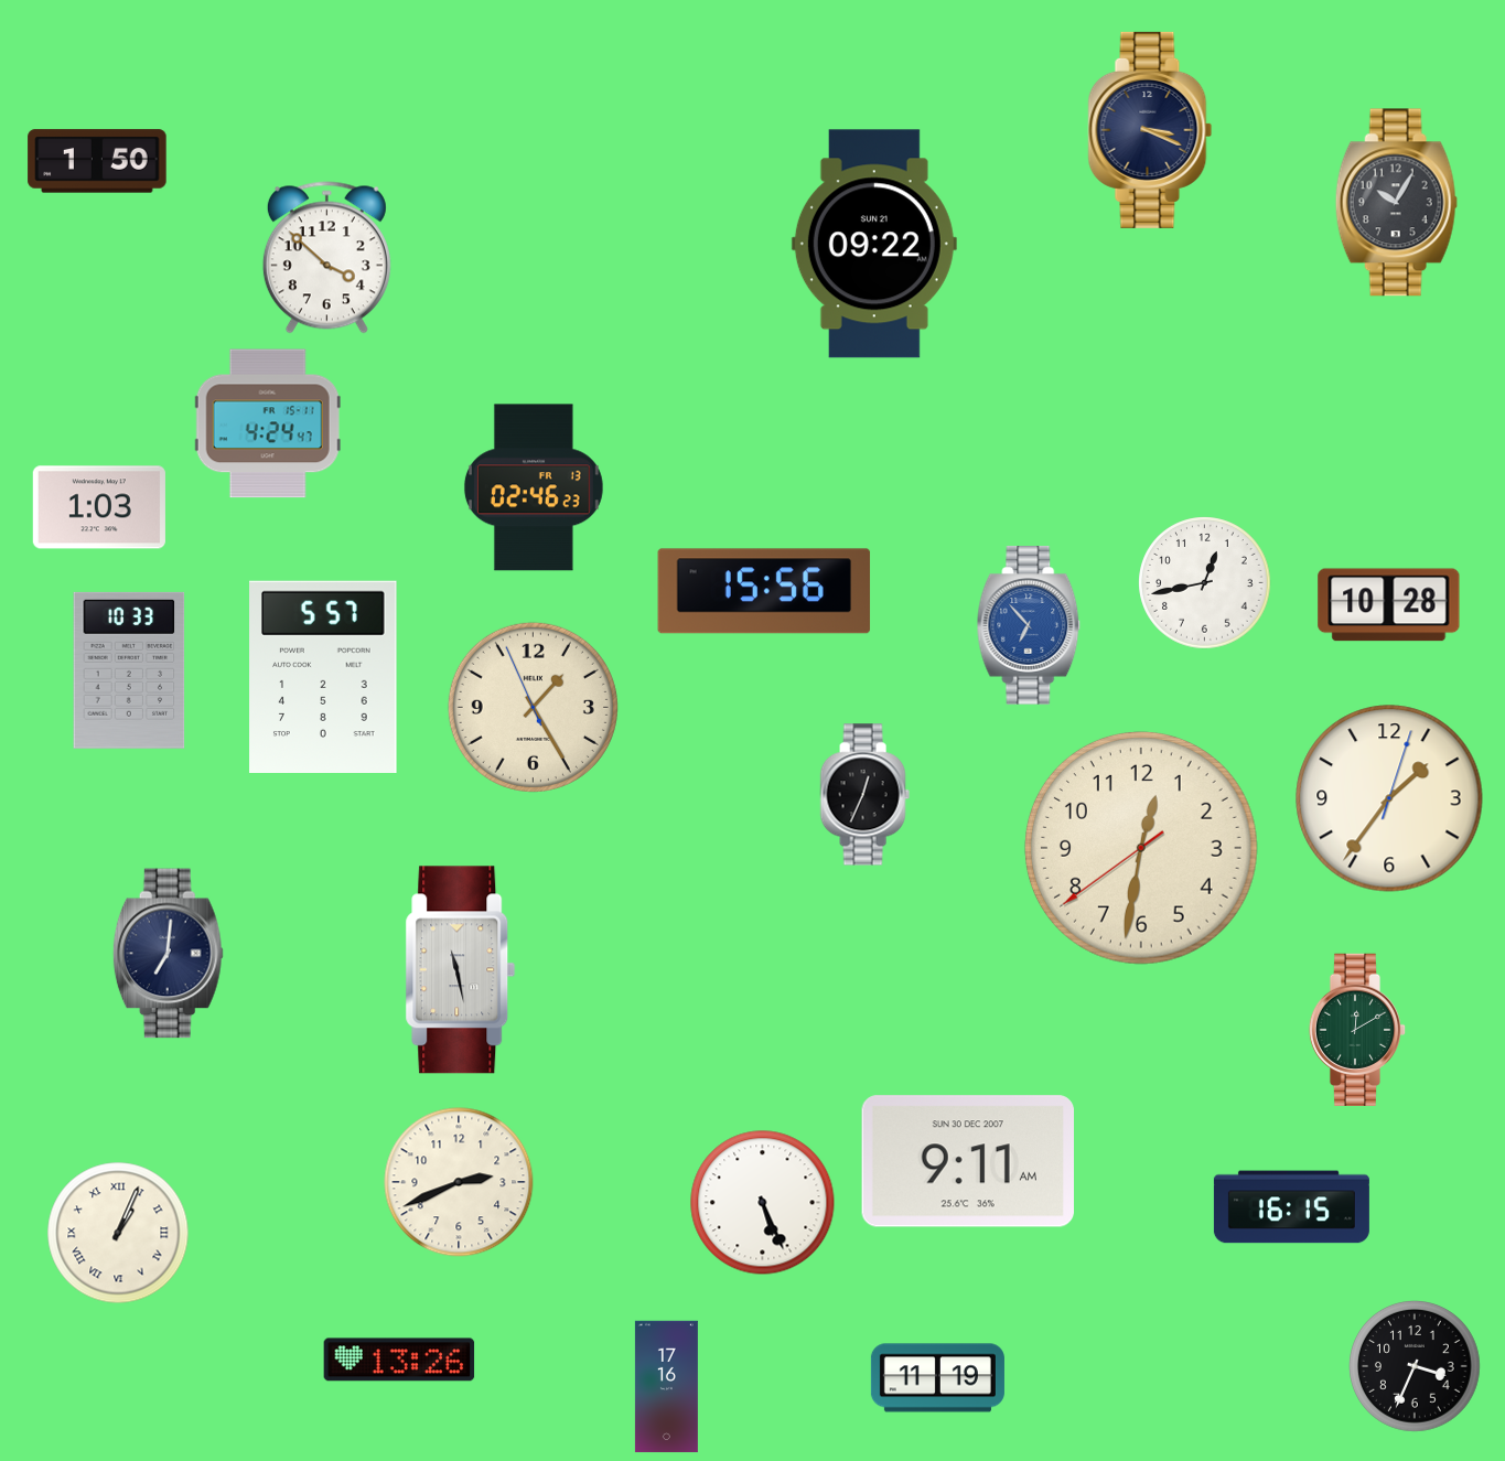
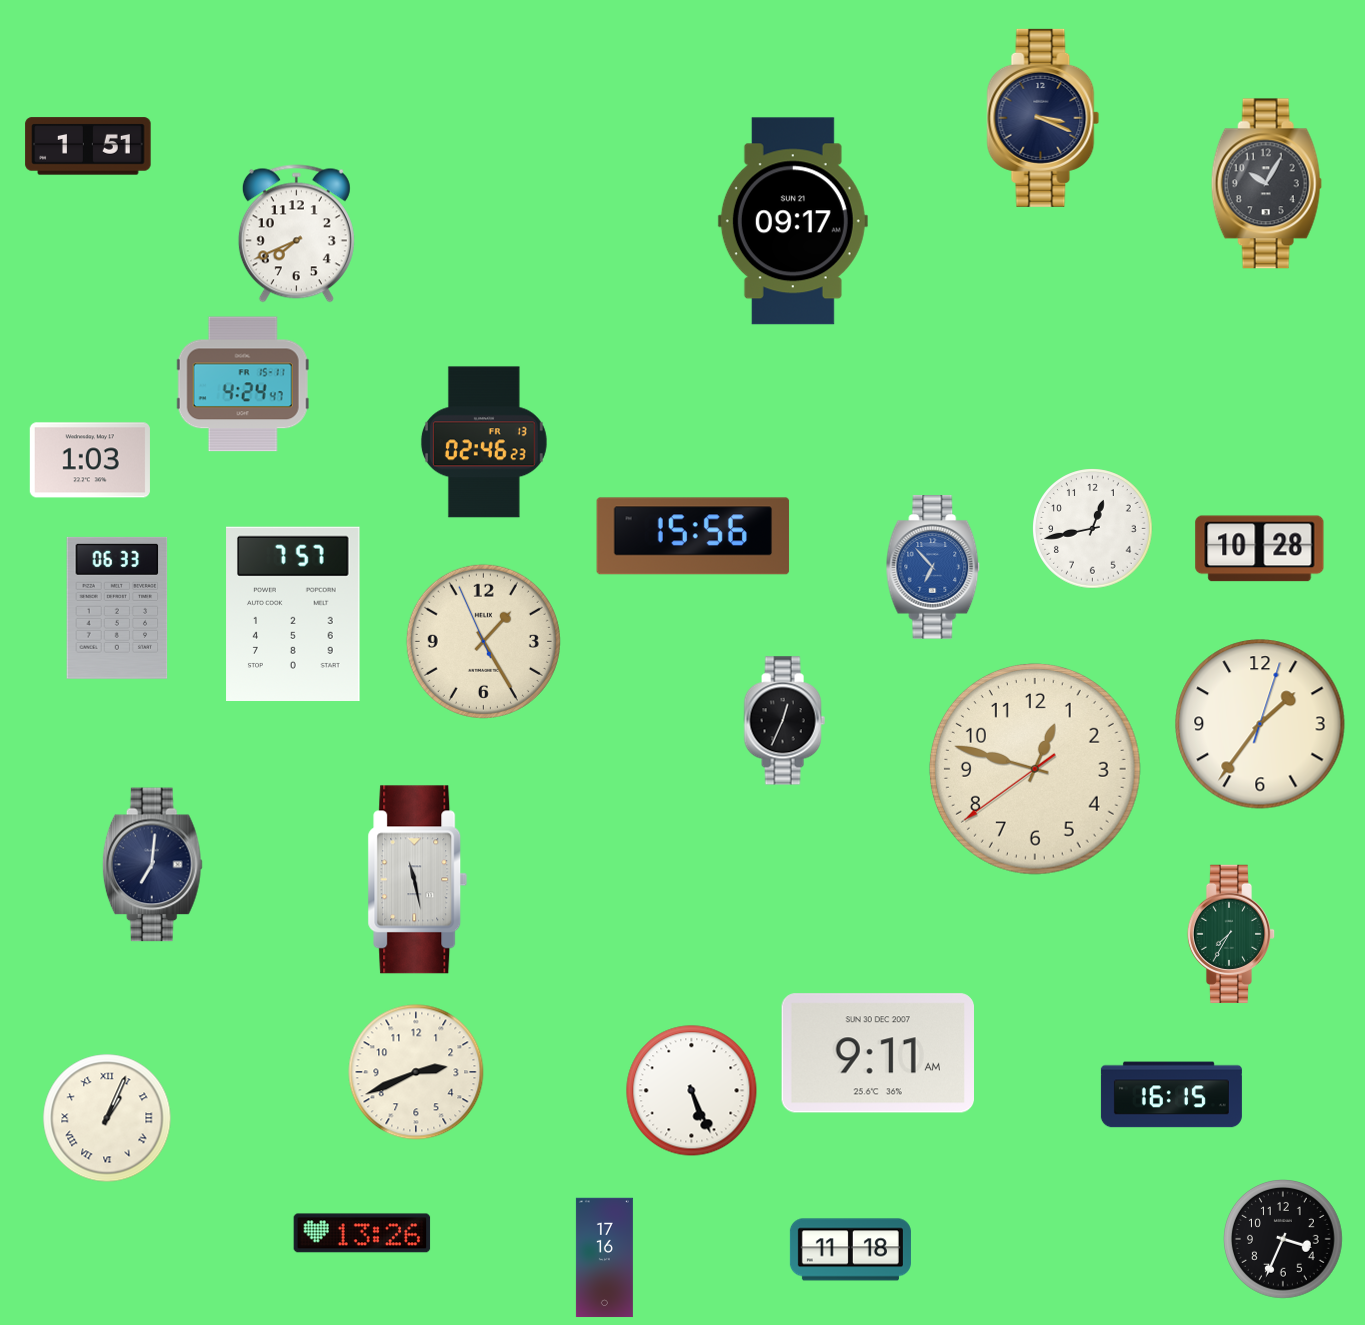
clock at (97, 161): 1:50 -> 1:51
clock at (874, 244): 09:22 -> 09:17
clock at (326, 258): 3:52 -> 7:41
clock at (129, 670): 10:33 -> 06:33
clock at (323, 676): 5:57 -> 7:57
clock at (1141, 848): 12:31 -> 12:47
clock at (1357, 1030): 12:10 -> 7:35
clock at (937, 1378): 11:19 -> 11:18
